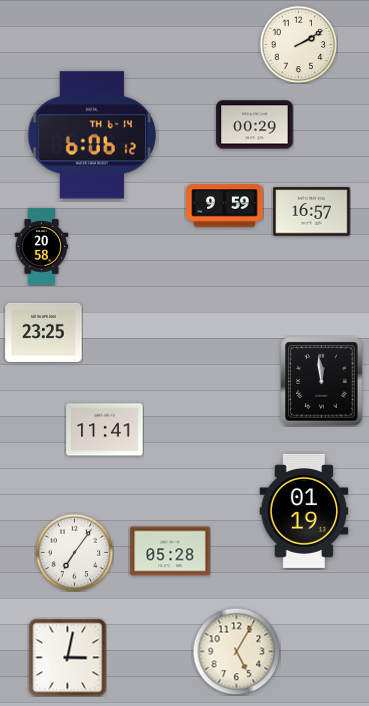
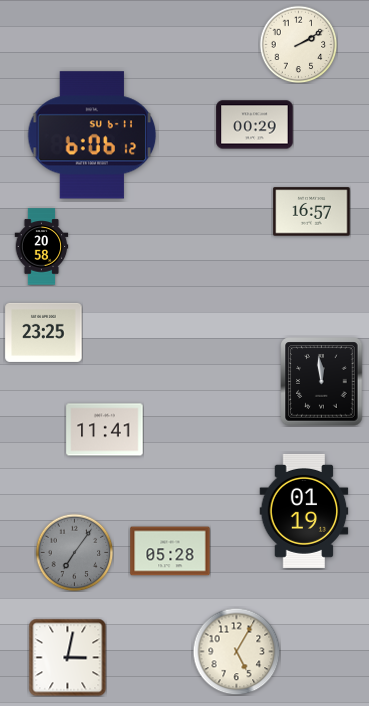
clock at (92, 135) date: TH 6-14 -> SU 6-11
clock at (225, 206): 9:59 -> none
clock at (74, 552) dial: white -> grey
